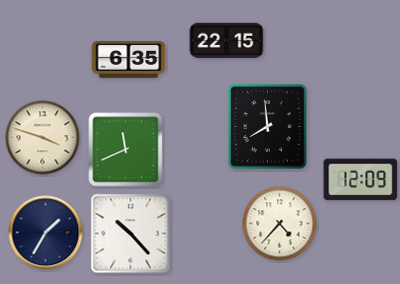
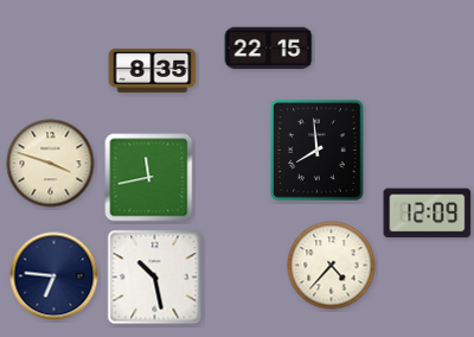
clock at (129, 59): 6:35 -> 8:35
clock at (126, 150): 11:41 -> 11:43
clock at (46, 233): 1:35 -> 6:46
clock at (131, 234): 10:23 -> 10:28
